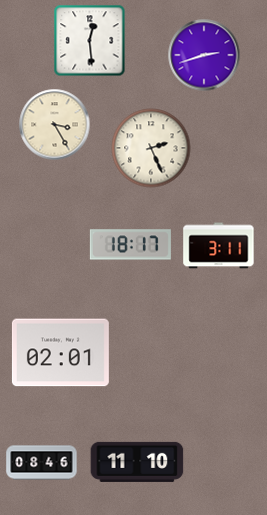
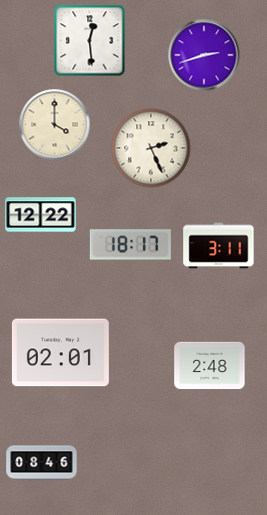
clock at (55, 125): 3:25 -> 4:00
clock at (41, 215): none -> 12:22
clock at (210, 366): none -> 2:48
clock at (137, 462): 11:10 -> none
